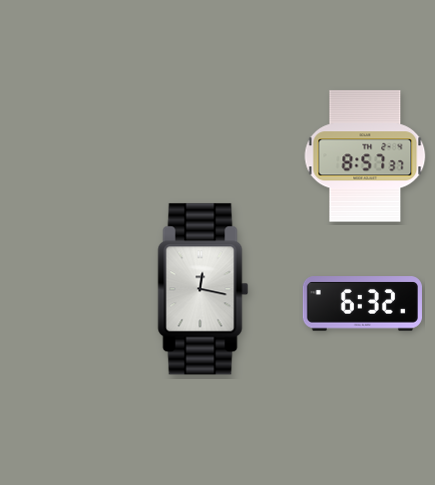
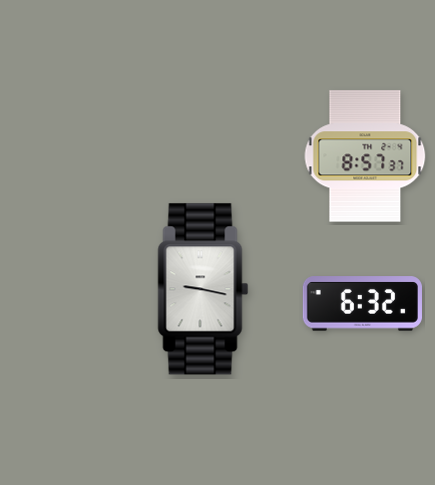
clock at (203, 289): 12:17 -> 9:17
